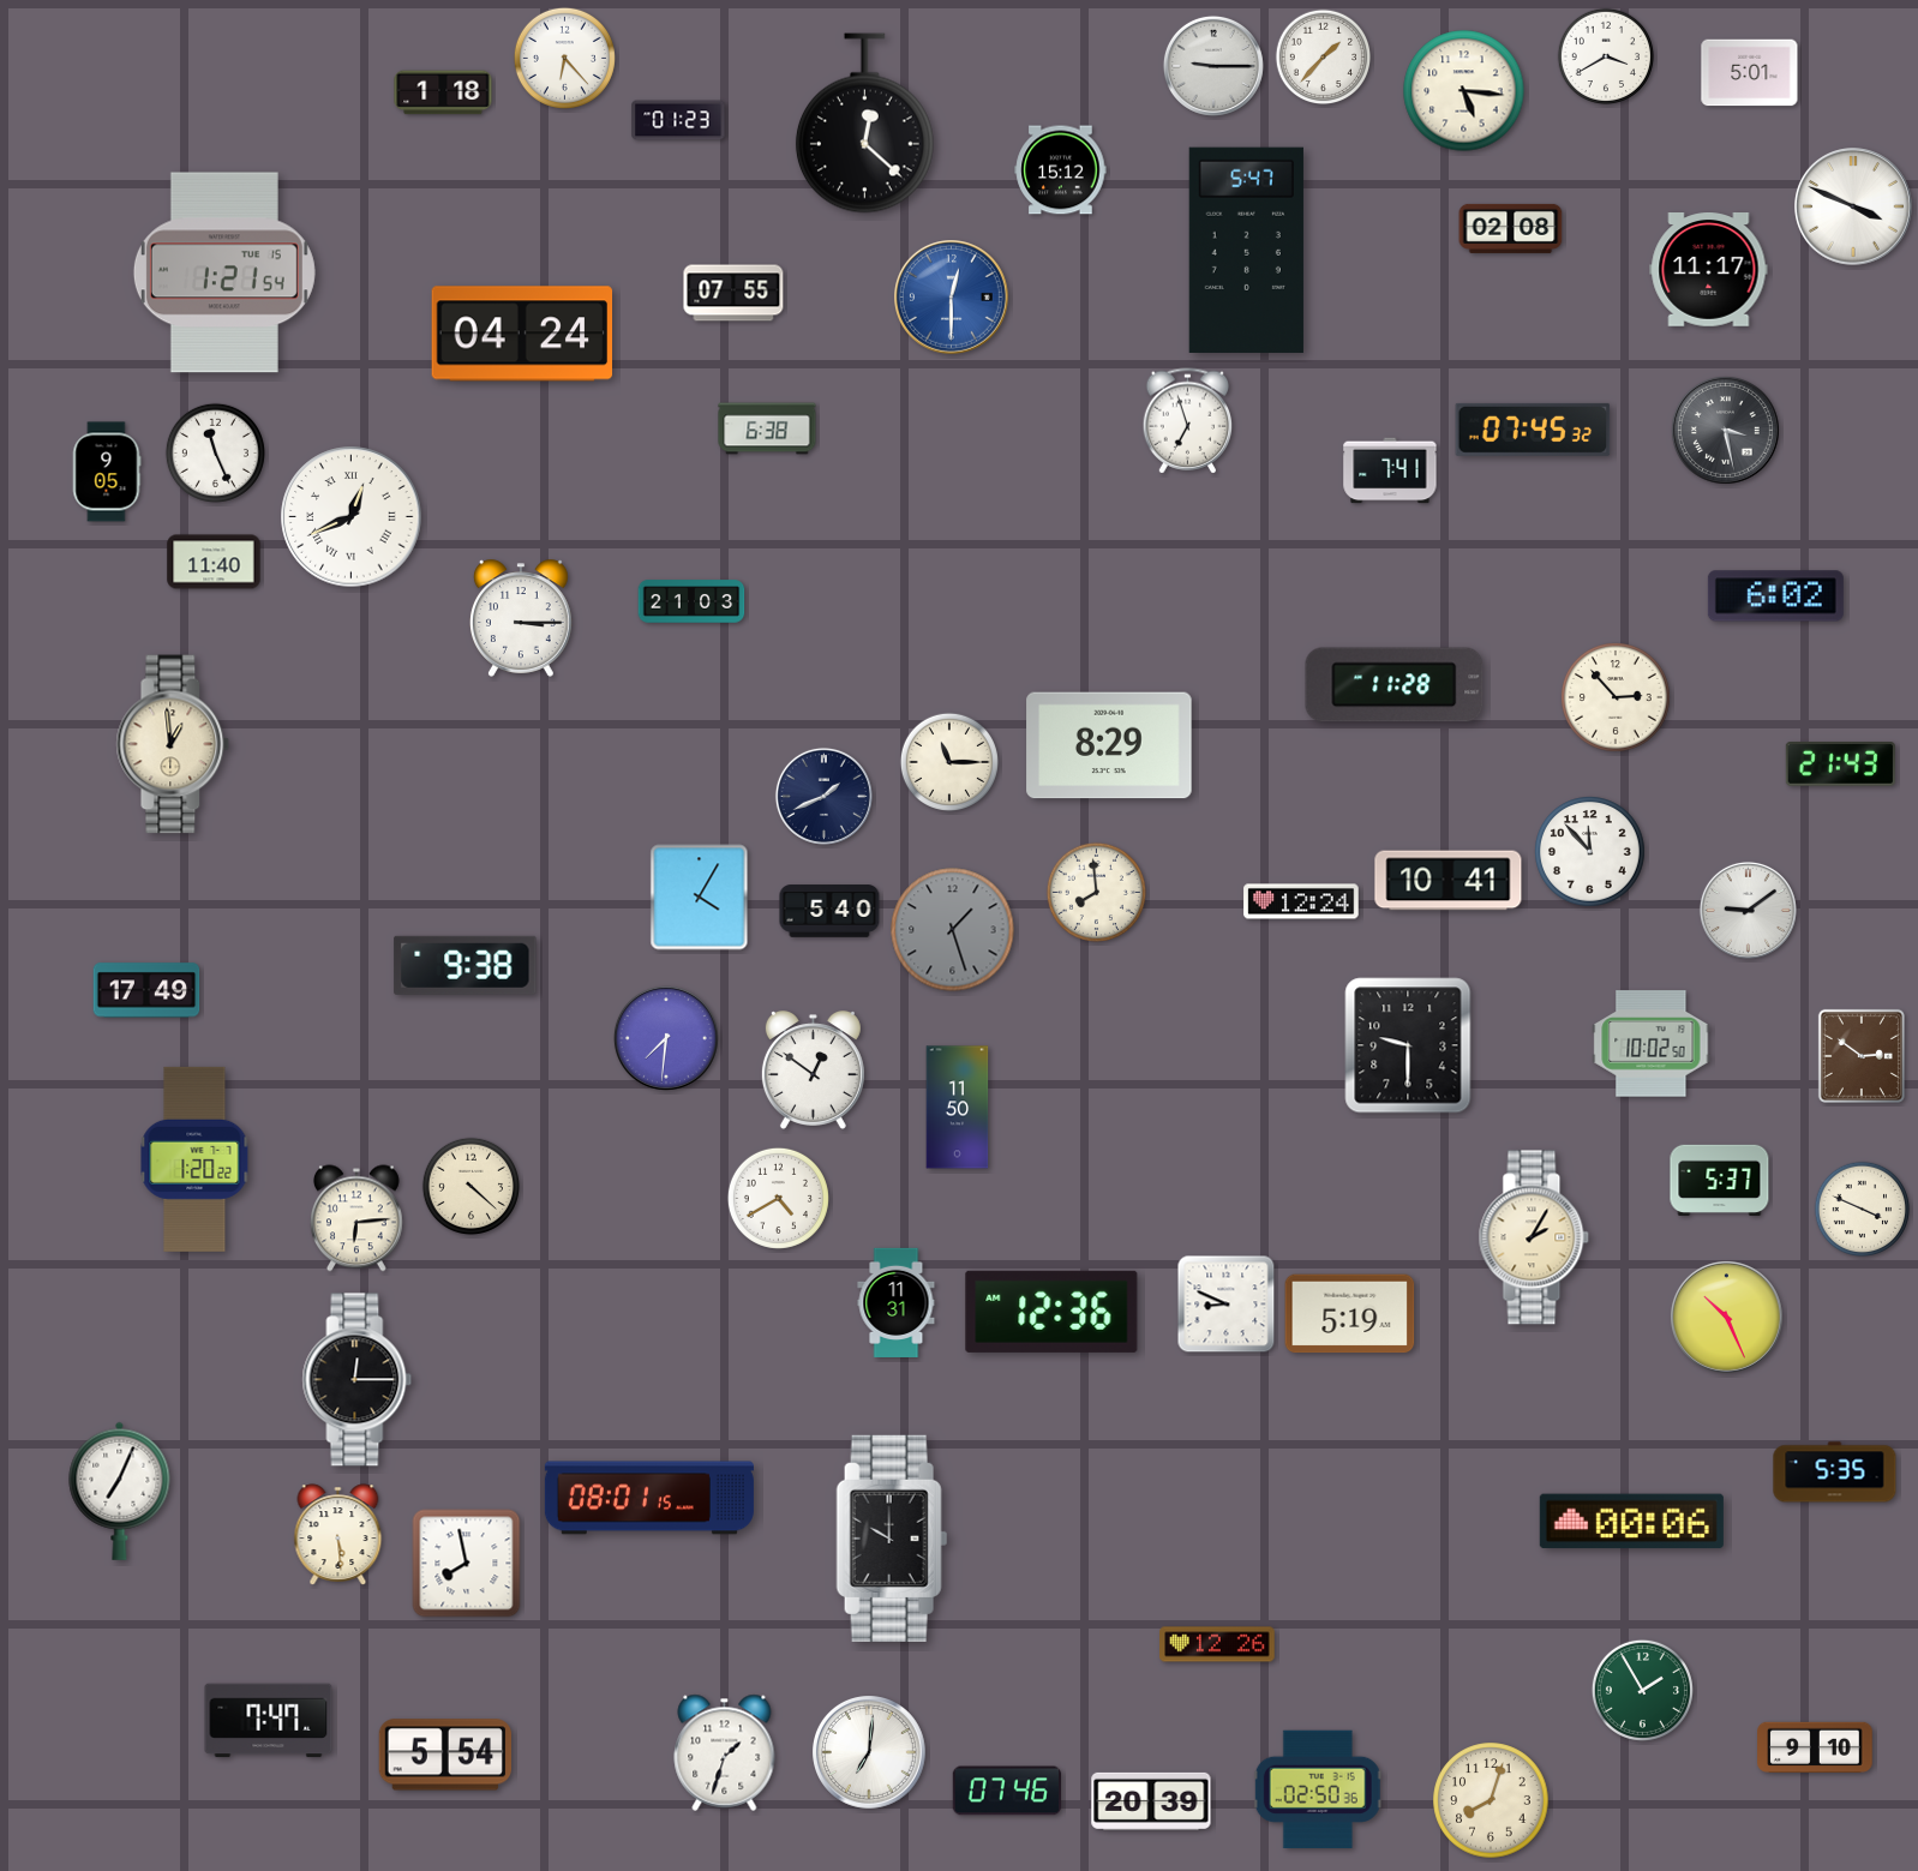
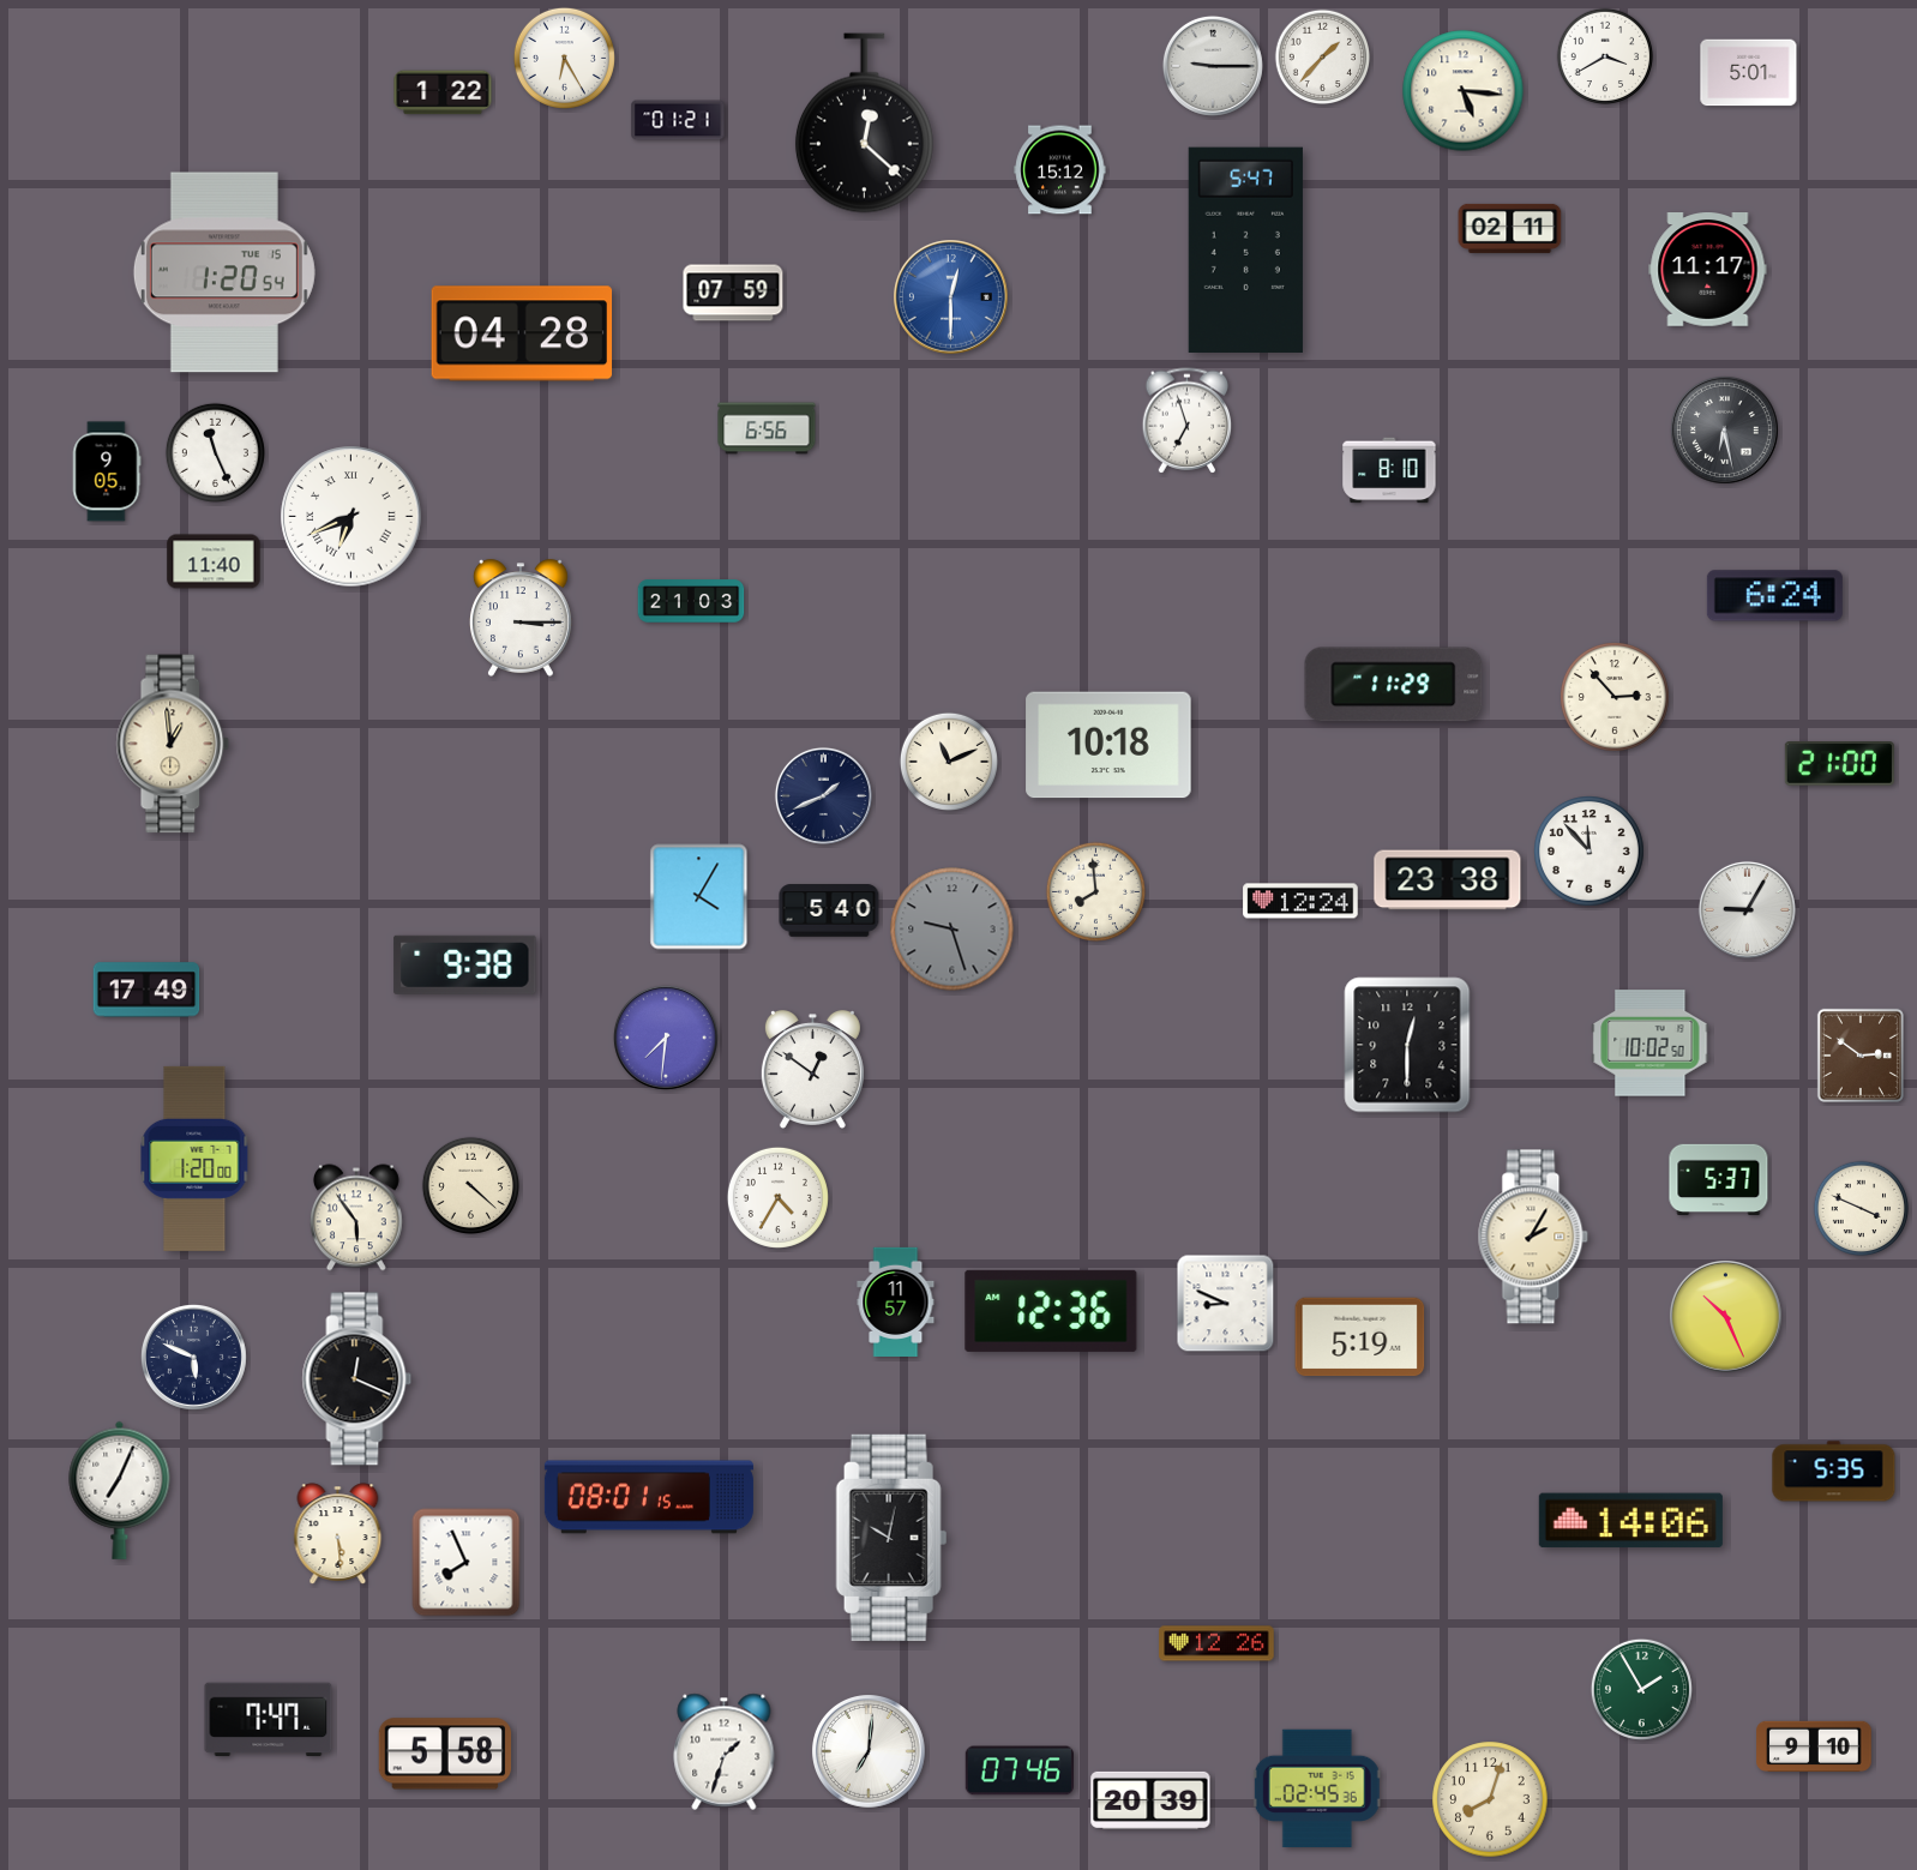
clock at (564, 58): 6:23 -> 6:25
clock at (443, 92): 1:18 -> 1:22
clock at (678, 120): 01:23 -> 01:21
clock at (1854, 208): 3:49 -> none
clock at (1511, 228): 02:08 -> 02:11
clock at (224, 272): 1:21 -> 1:20
clock at (733, 293): 07:55 -> 07:59
clock at (522, 334): 04:24 -> 04:28
clock at (767, 428): 6:38 -> 6:56
clock at (1533, 430): 07:45 -> none
clock at (1725, 430): 3:28 -> 6:28
clock at (1390, 470): 7:41 -> 8:10
clock at (352, 517): 12:41 -> 6:41
clock at (1775, 596): 6:02 -> 6:24
clock at (1395, 685): 11:28 -> 11:29
clock at (1109, 745): 8:29 -> 10:18
clock at (948, 761): 11:15 -> 11:11
clock at (1840, 764): 21:43 -> 21:00
clock at (1449, 881): 10:41 -> 23:38
clock at (1748, 910): 9:09 -> 9:05
clock at (953, 930): 1:27 -> 9:27
clock at (1408, 1045): 9:30 -> 12:30
clock at (958, 1108): 11:50 -> none
clock at (194, 1159): 1:20:22 -> 1:20:00
clock at (778, 1198): 4:40 -> 4:35
clock at (356, 1218): 6:14 -> 5:54
clock at (897, 1302): 11:31 -> 11:57
clock at (1350, 1314) position: (1350, 1314) -> (1360, 1337)
clock at (193, 1357): none -> 5:49
clock at (358, 1380): 12:15 -> 12:19
clock at (1631, 1522): 00:06 -> 14:06
clock at (892, 1539): 10:00 -> 10:02
clock at (467, 1564): 7:58 -> 7:56
clock at (444, 1755): 5:54 -> 5:58
clock at (1318, 1789): 02:50 -> 02:45
clock at (1006, 1791) position: (1006, 1791) -> (1018, 1770)
